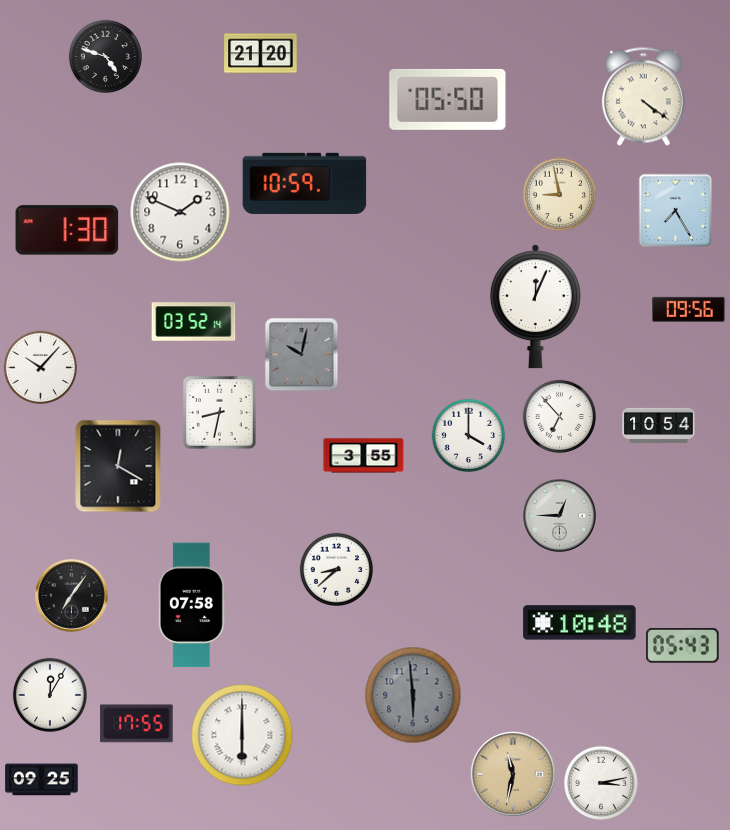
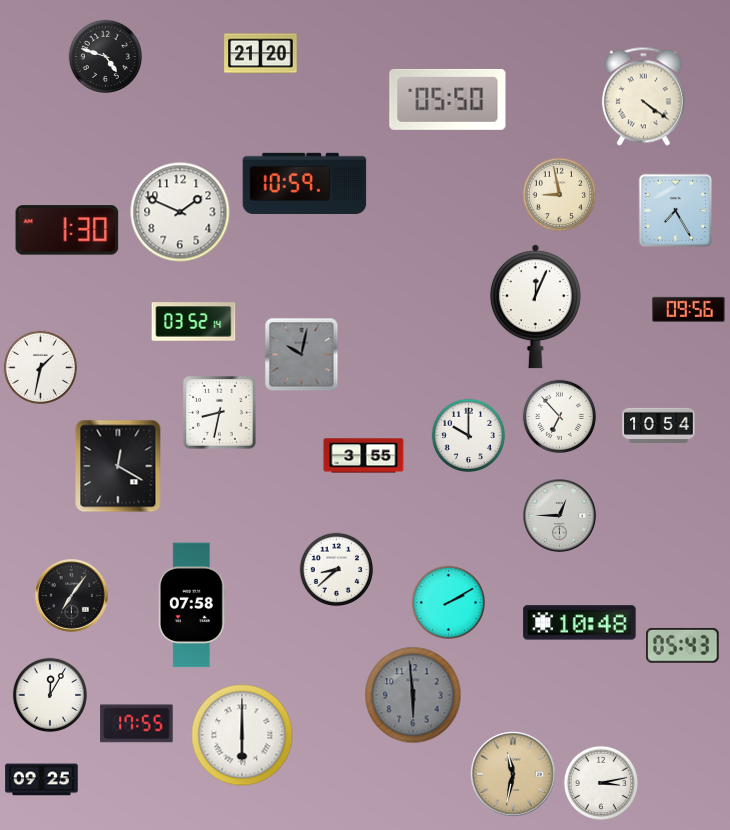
clock at (40, 367): 10:07 -> 1:32
clock at (468, 435): 4:00 -> 10:00
clock at (448, 602): none -> 2:10
